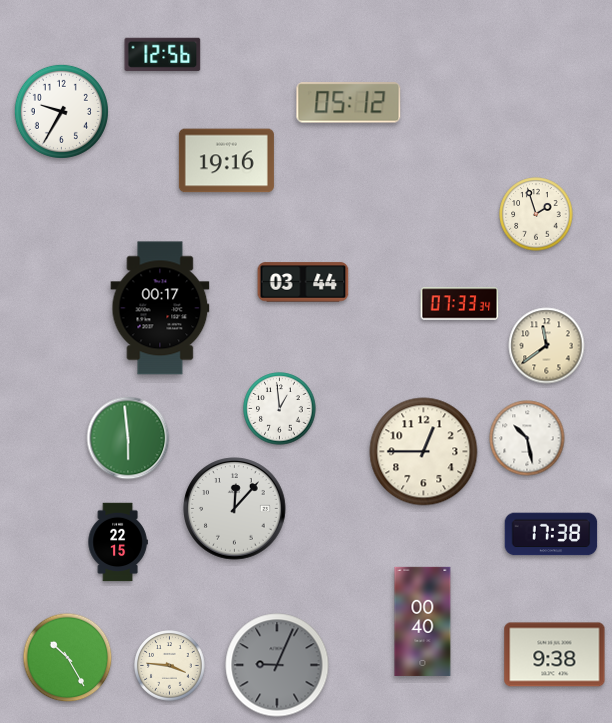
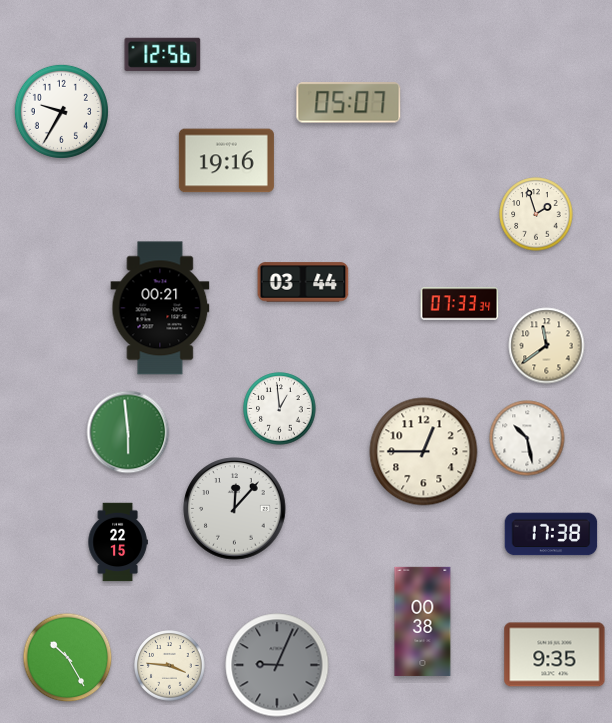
clock at (349, 103): 05:12 -> 05:07
clock at (160, 308): 00:17 -> 00:21
clock at (128, 438) position: (128, 438) -> (128, 432)
clock at (423, 621): 00:40 -> 00:38
clock at (555, 655): 9:38 -> 9:35
